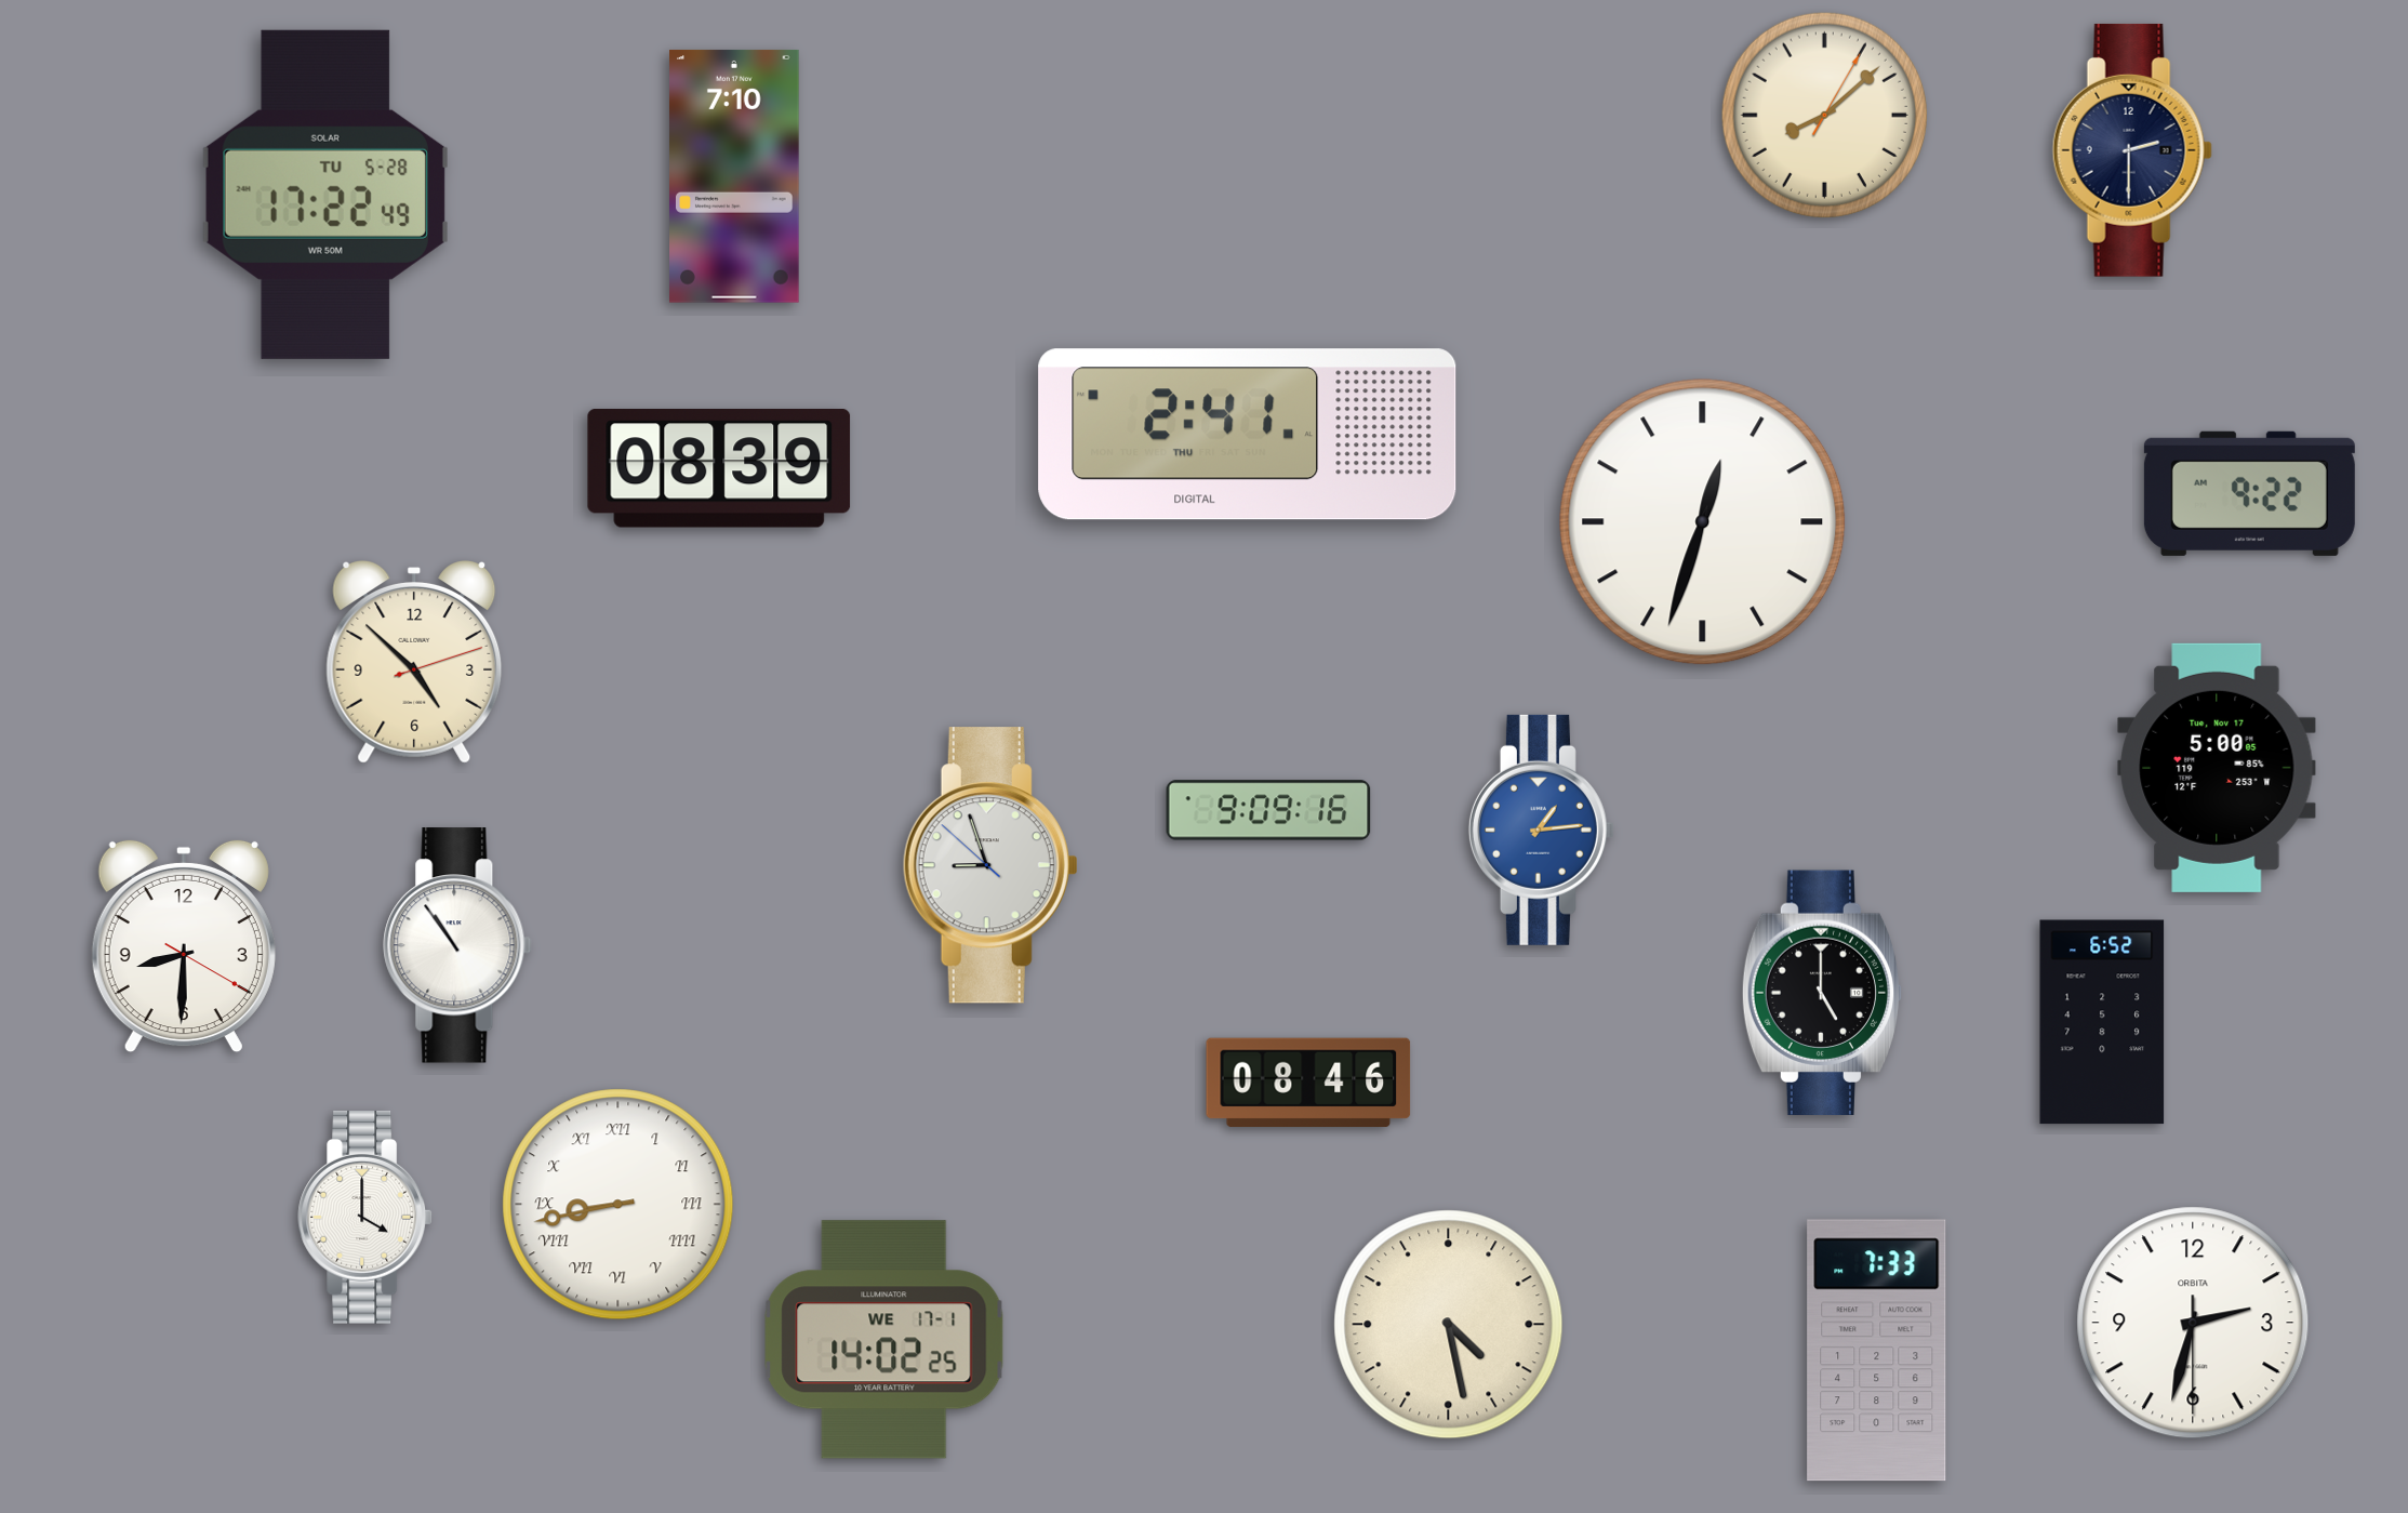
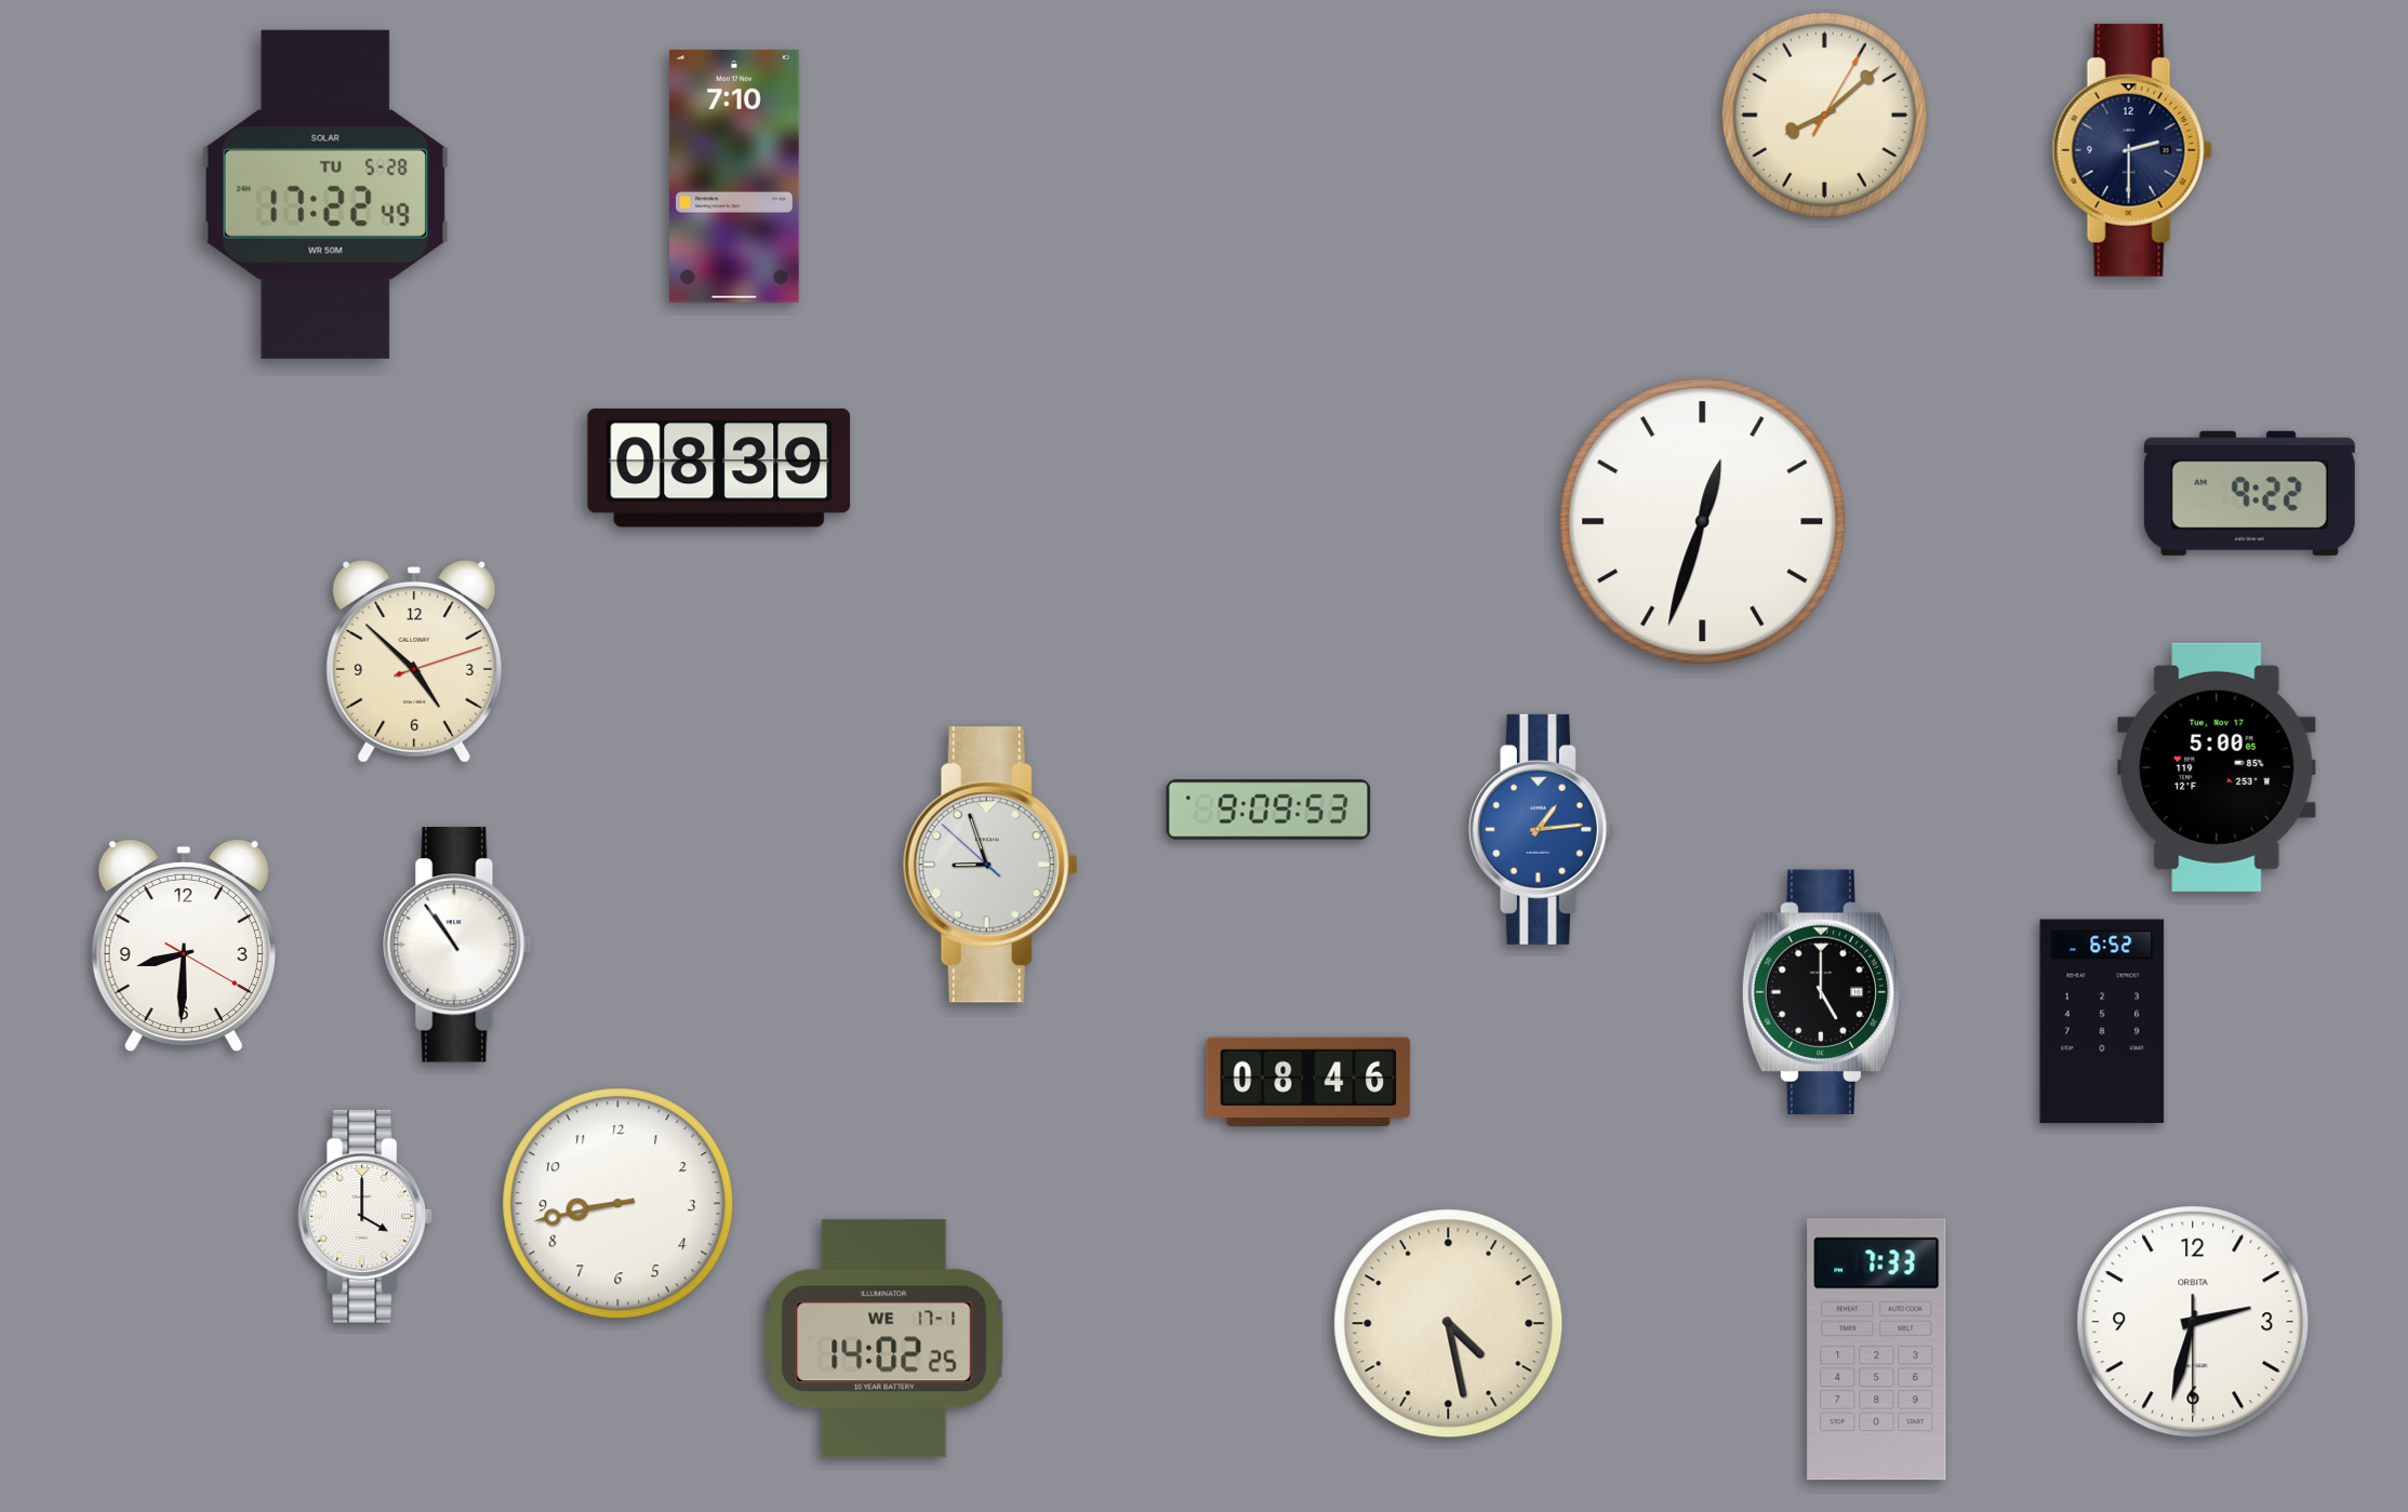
clock at (1248, 435): 2:41 -> none
clock at (1268, 810): 9:09:16 -> 9:09:53
clock at (618, 1205) numerals: Roman -> Arabic
